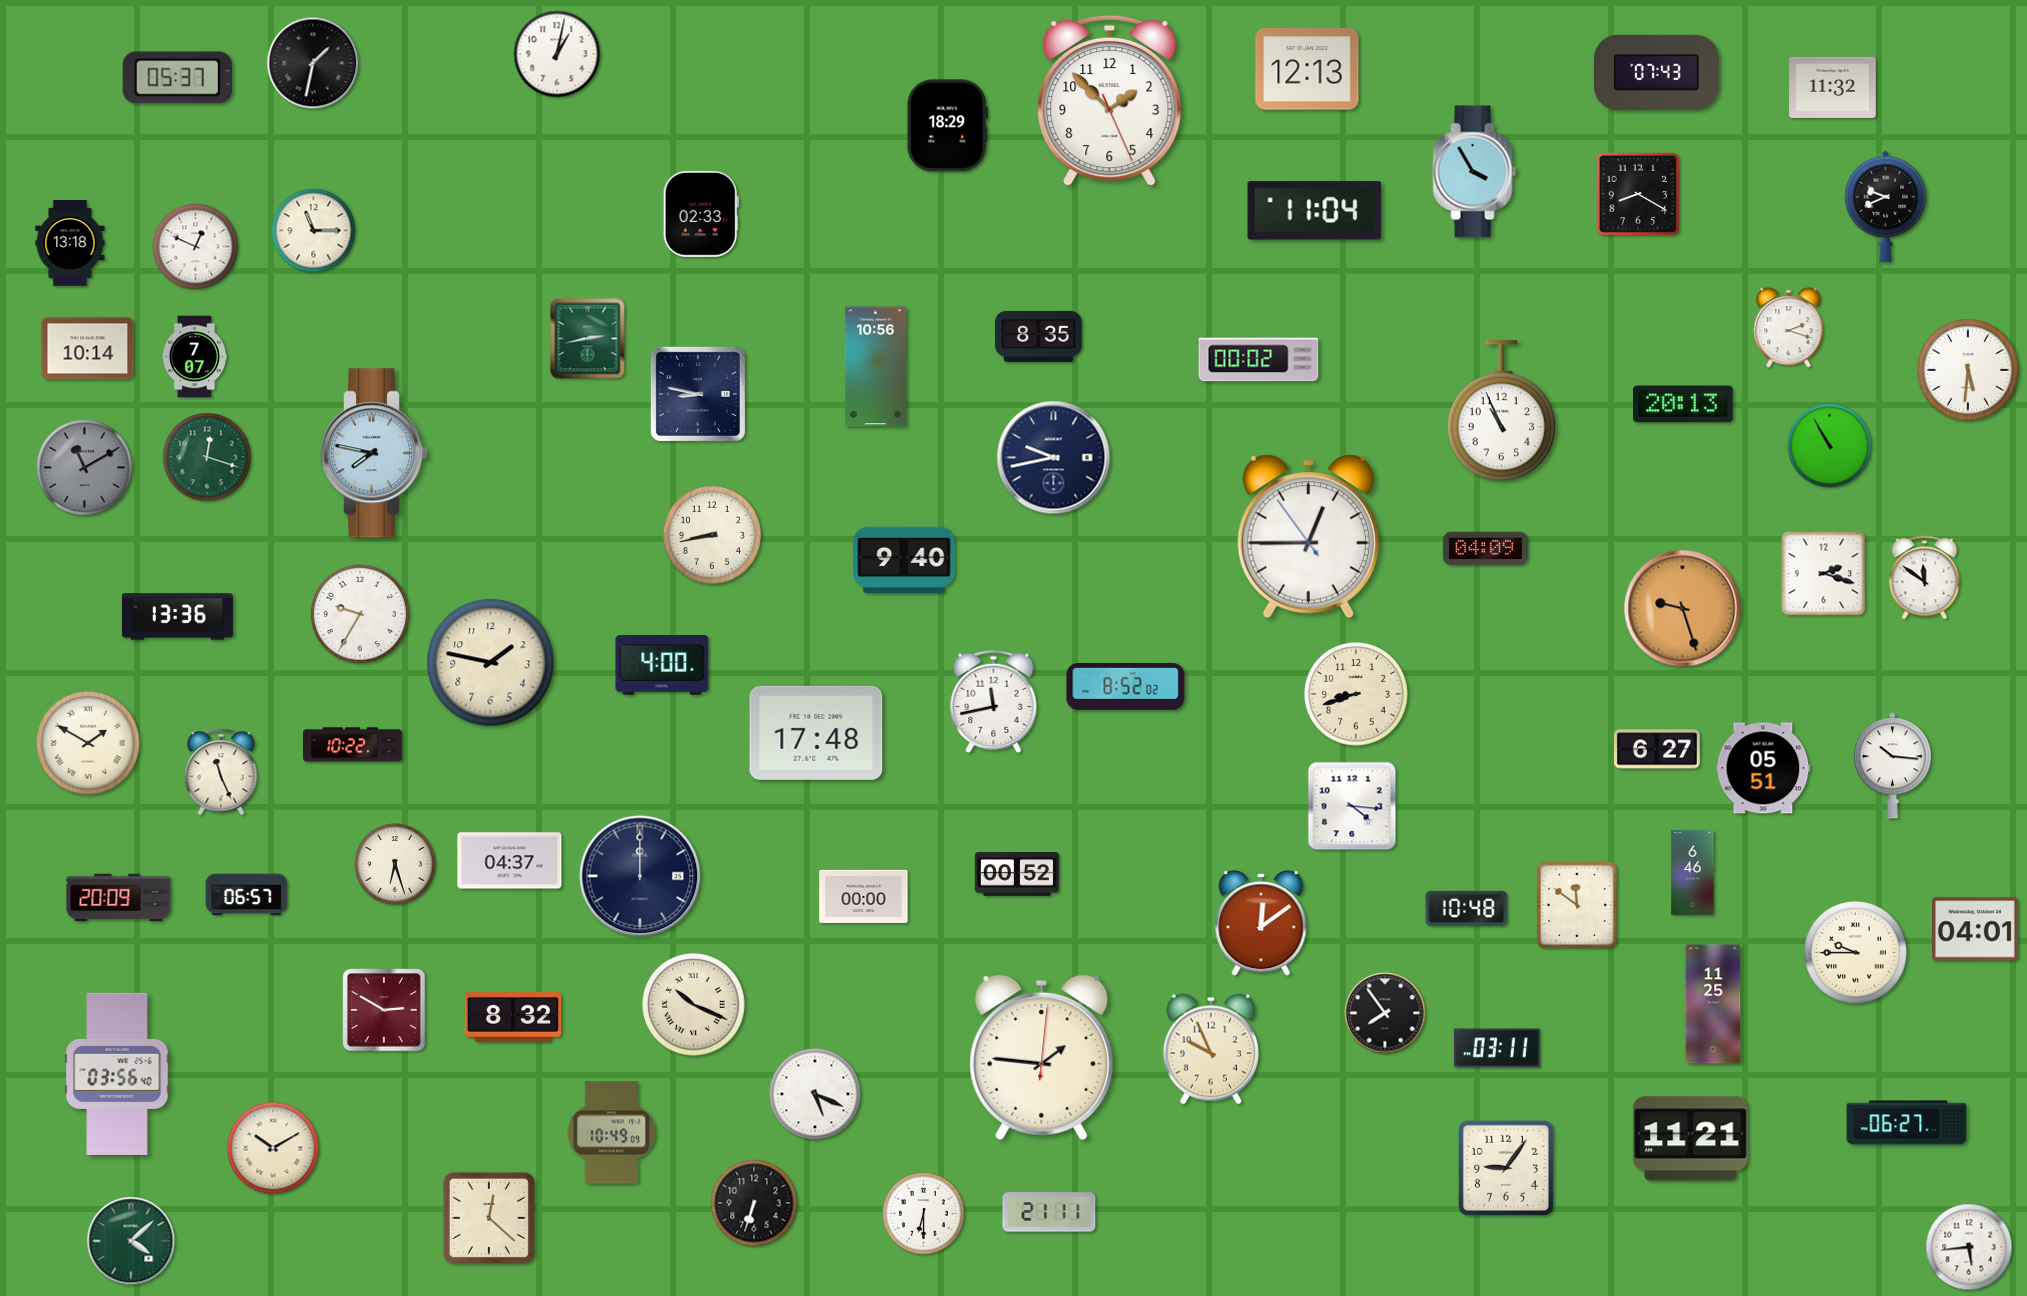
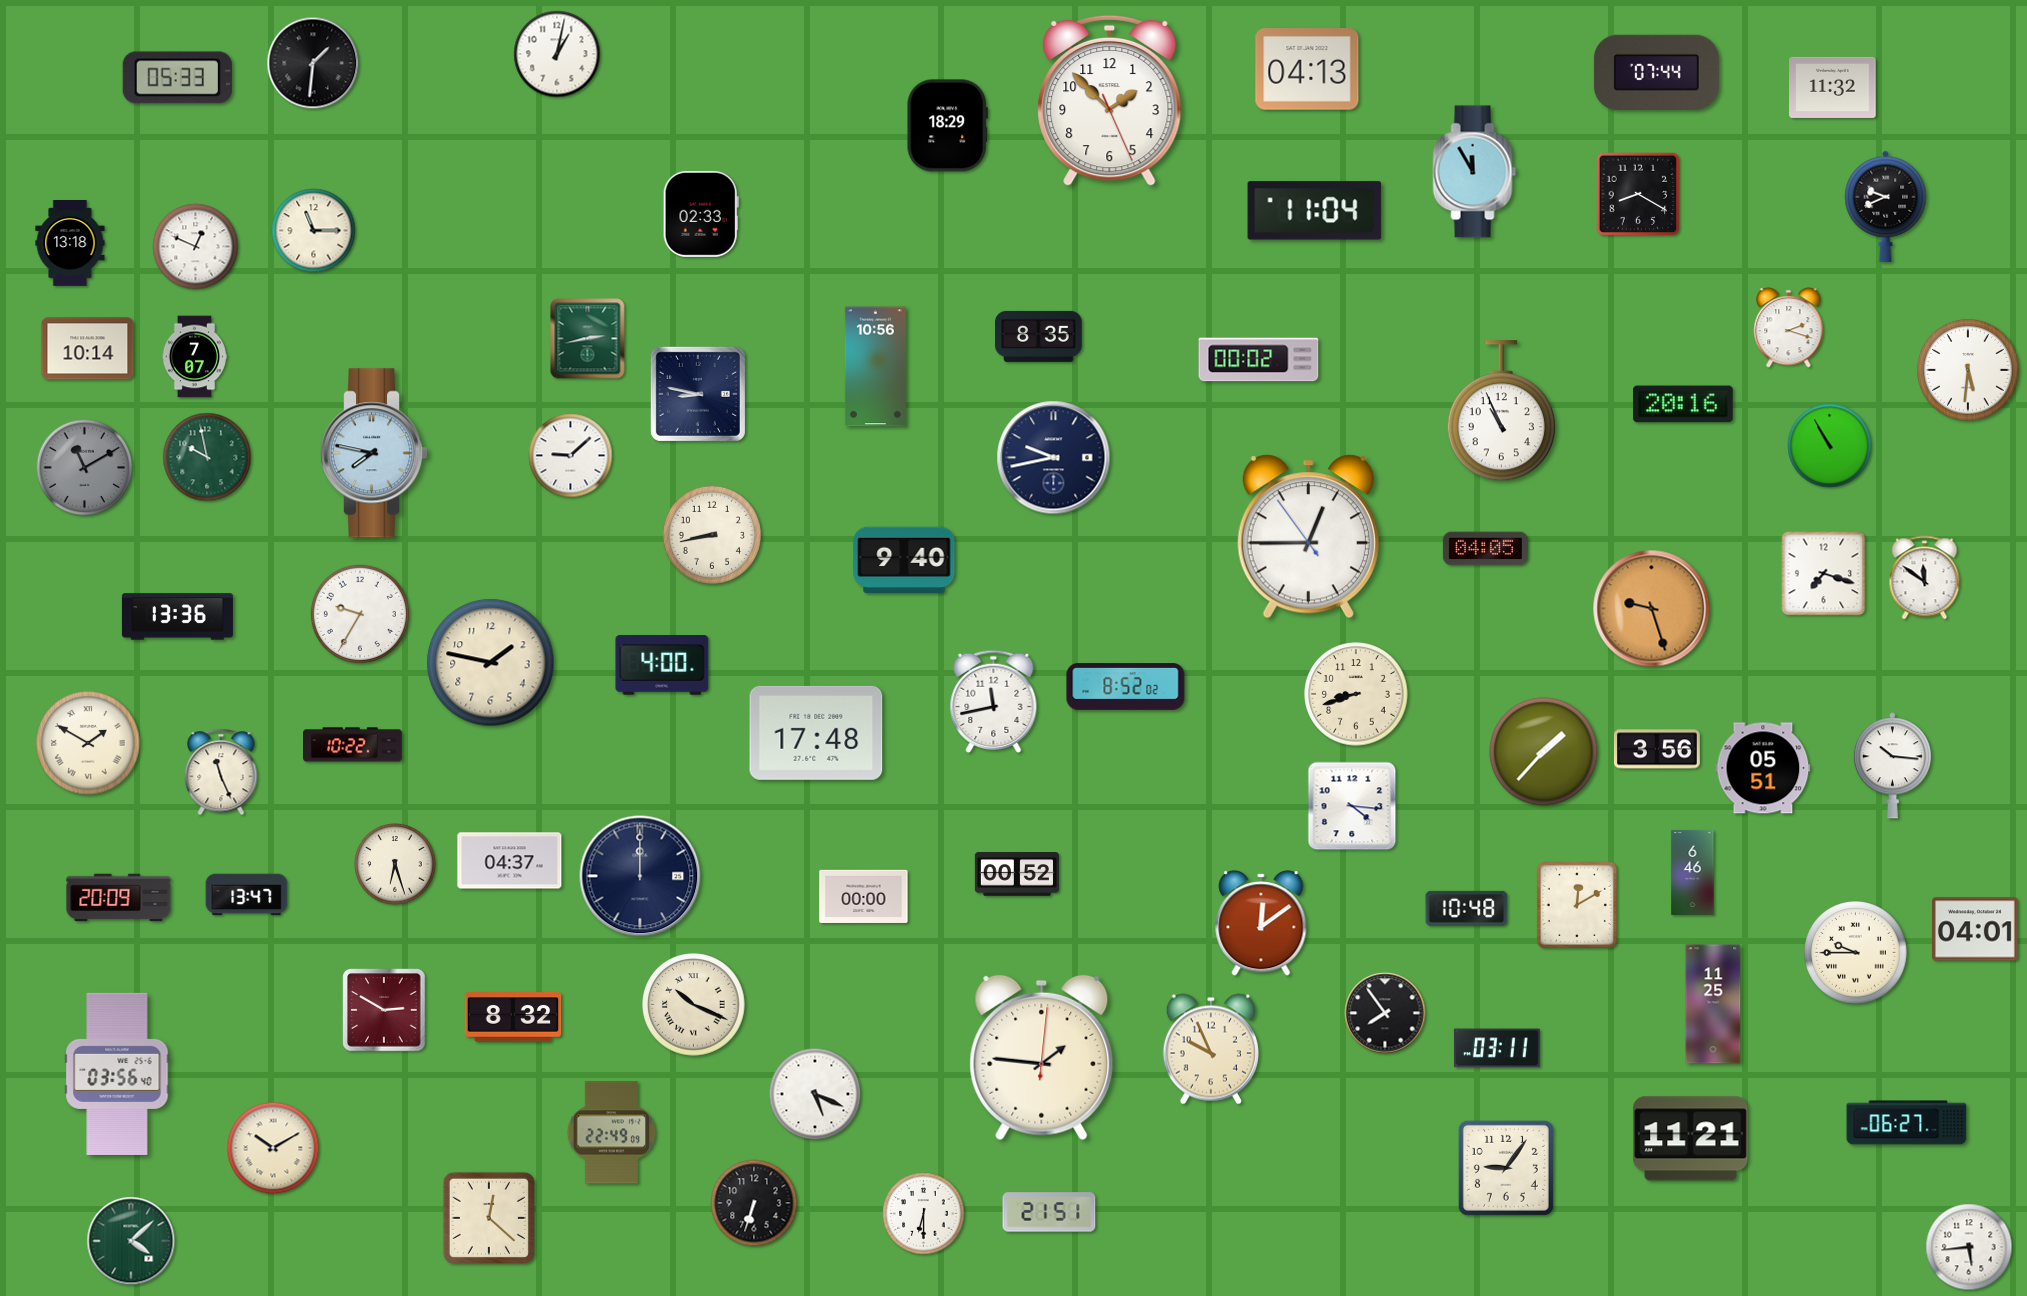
clock at (313, 63): 1:32 -> 1:31
clock at (1307, 69): 12:13 -> 04:13
clock at (1656, 72): 07:43 -> 07:44
clock at (177, 78): 05:37 -> 05:33
clock at (1475, 172): 3:55 -> 11:55
clock at (1684, 404): 20:13 -> 20:16
clock at (571, 456): none -> 9:08
clock at (207, 457): 12:18 -> 9:58
clock at (1485, 549): 04:09 -> 04:05
clock at (1824, 574): 2:18 -> 7:18
clock at (1683, 609) position: (1683, 609) -> (1652, 609)
clock at (1657, 749): 6:27 -> 3:56
clock at (1544, 752): none -> 1:37
clock at (247, 895): 06:57 -> 13:47
clock at (1577, 905): 11:51 -> 12:10
clock at (612, 1133): 10:49 -> 22:49
clock at (1049, 1212): 21:11 -> 21:51
